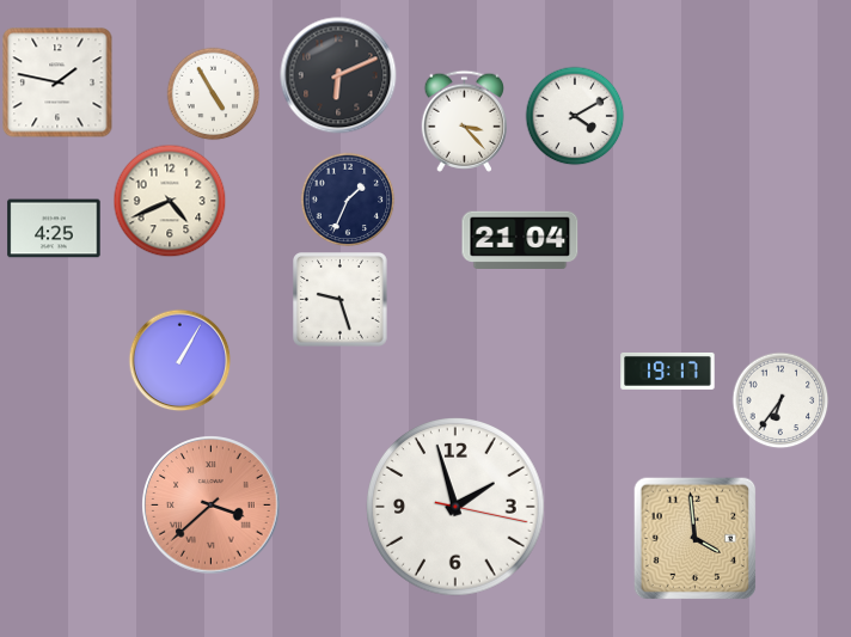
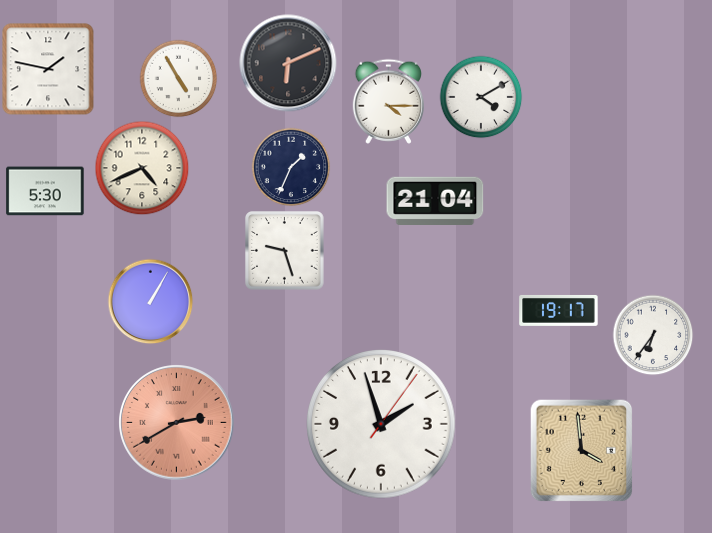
clock at (338, 75) position: (338, 75) -> (288, 63)
clock at (464, 121): 3:23 -> 4:15
clock at (54, 228): 4:25 -> 5:30
clock at (212, 506): 3:38 -> 2:40
clock at (457, 508): 1:57:17 -> 1:57:06
